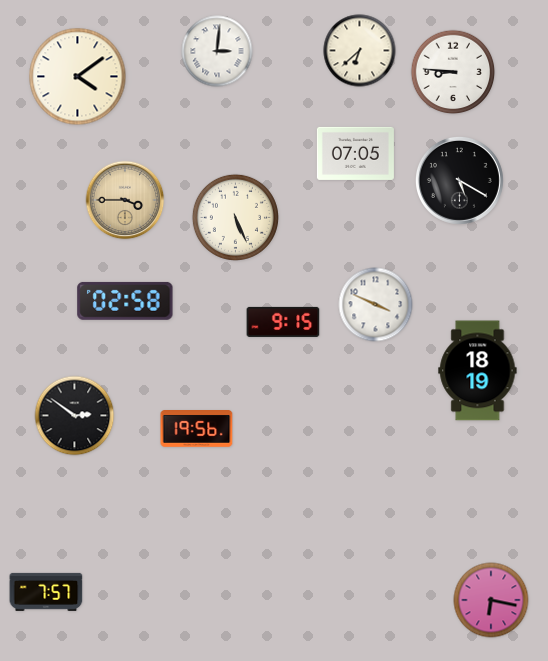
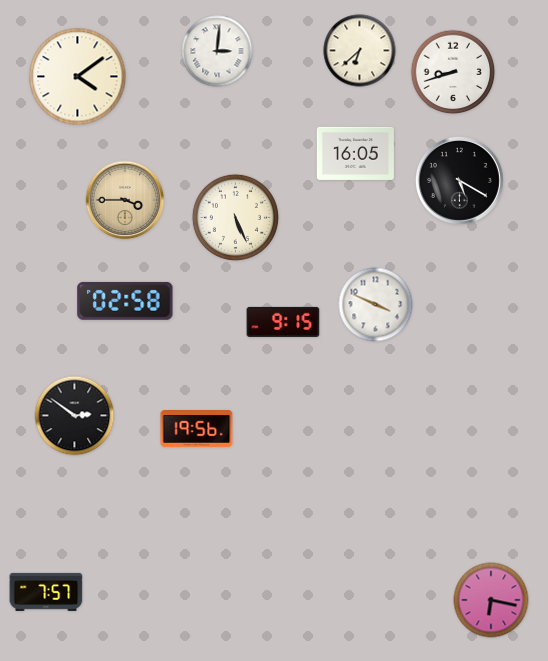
clock at (453, 72): 8:46 -> 8:42
clock at (355, 153): 07:05 -> 16:05
clock at (478, 371): 18:19 -> none
